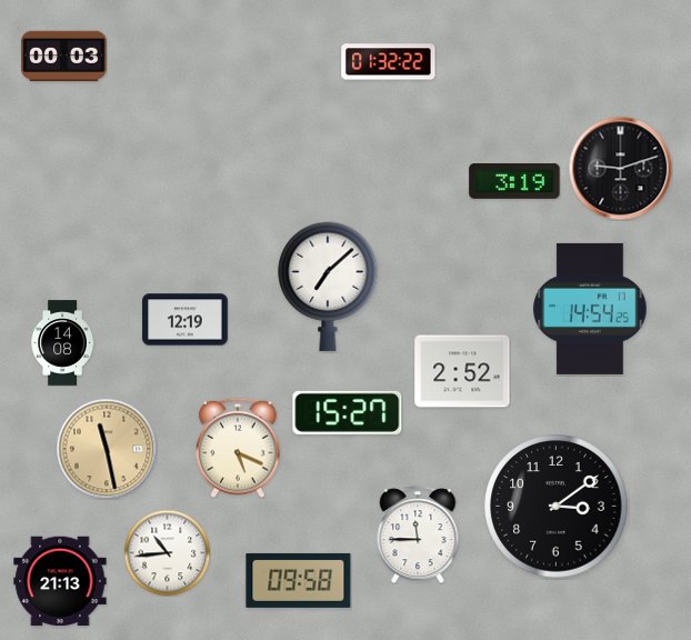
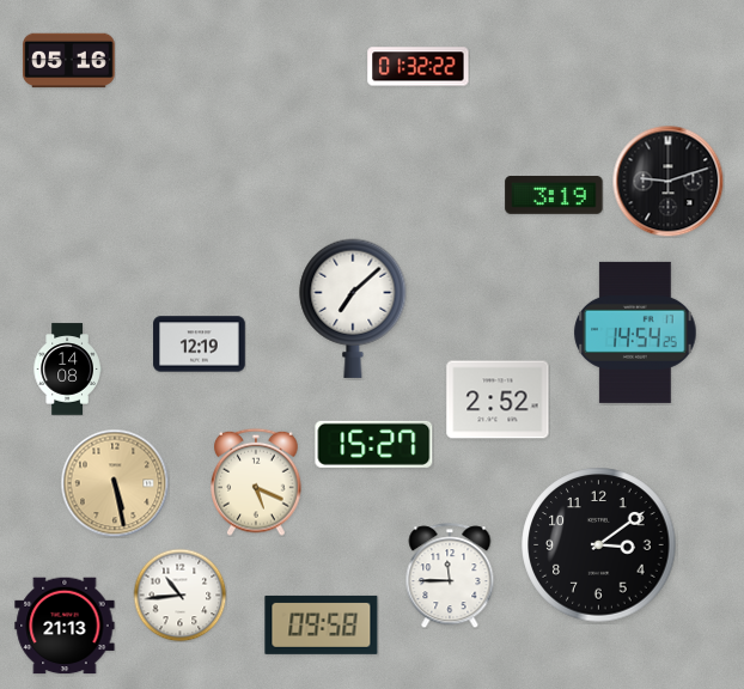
clock at (64, 57): 00:03 -> 05:16
clock at (107, 449): 11:28 -> 5:28
